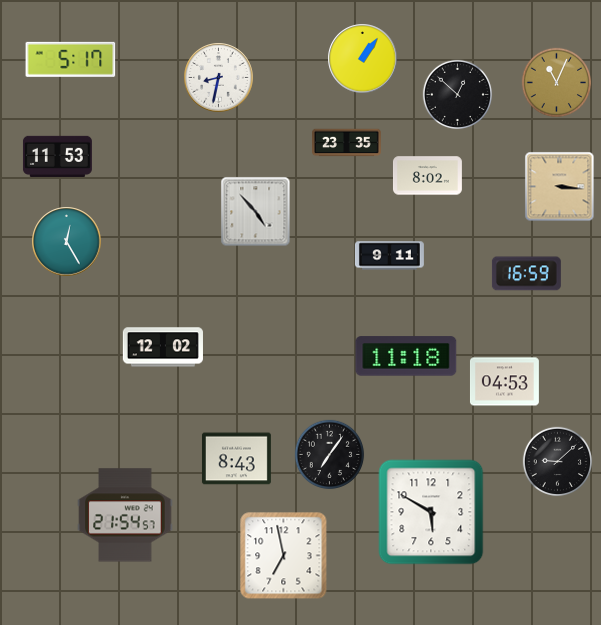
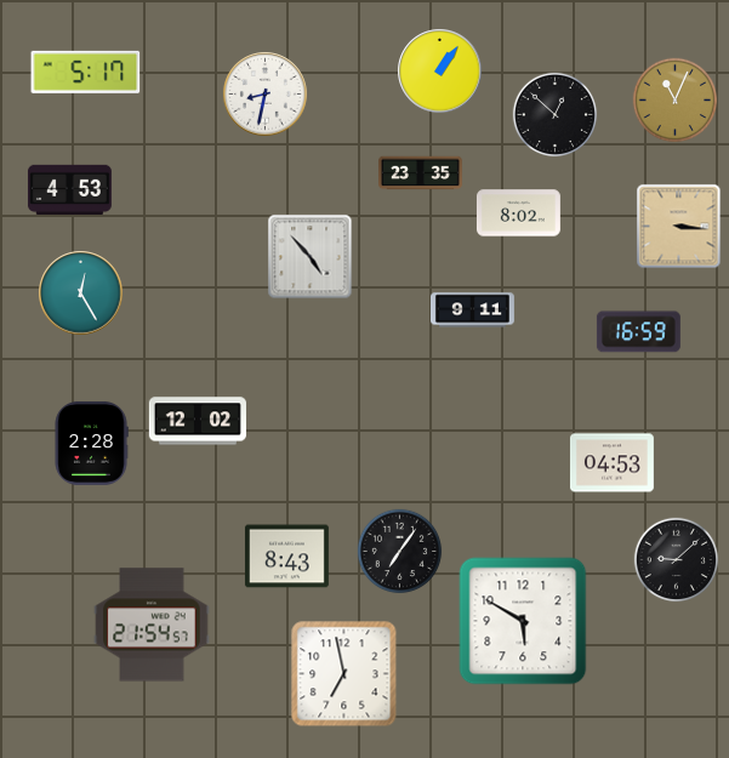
clock at (57, 156): 11:53 -> 4:53
clock at (406, 356): 11:18 -> none
clock at (91, 443): none -> 2:28
